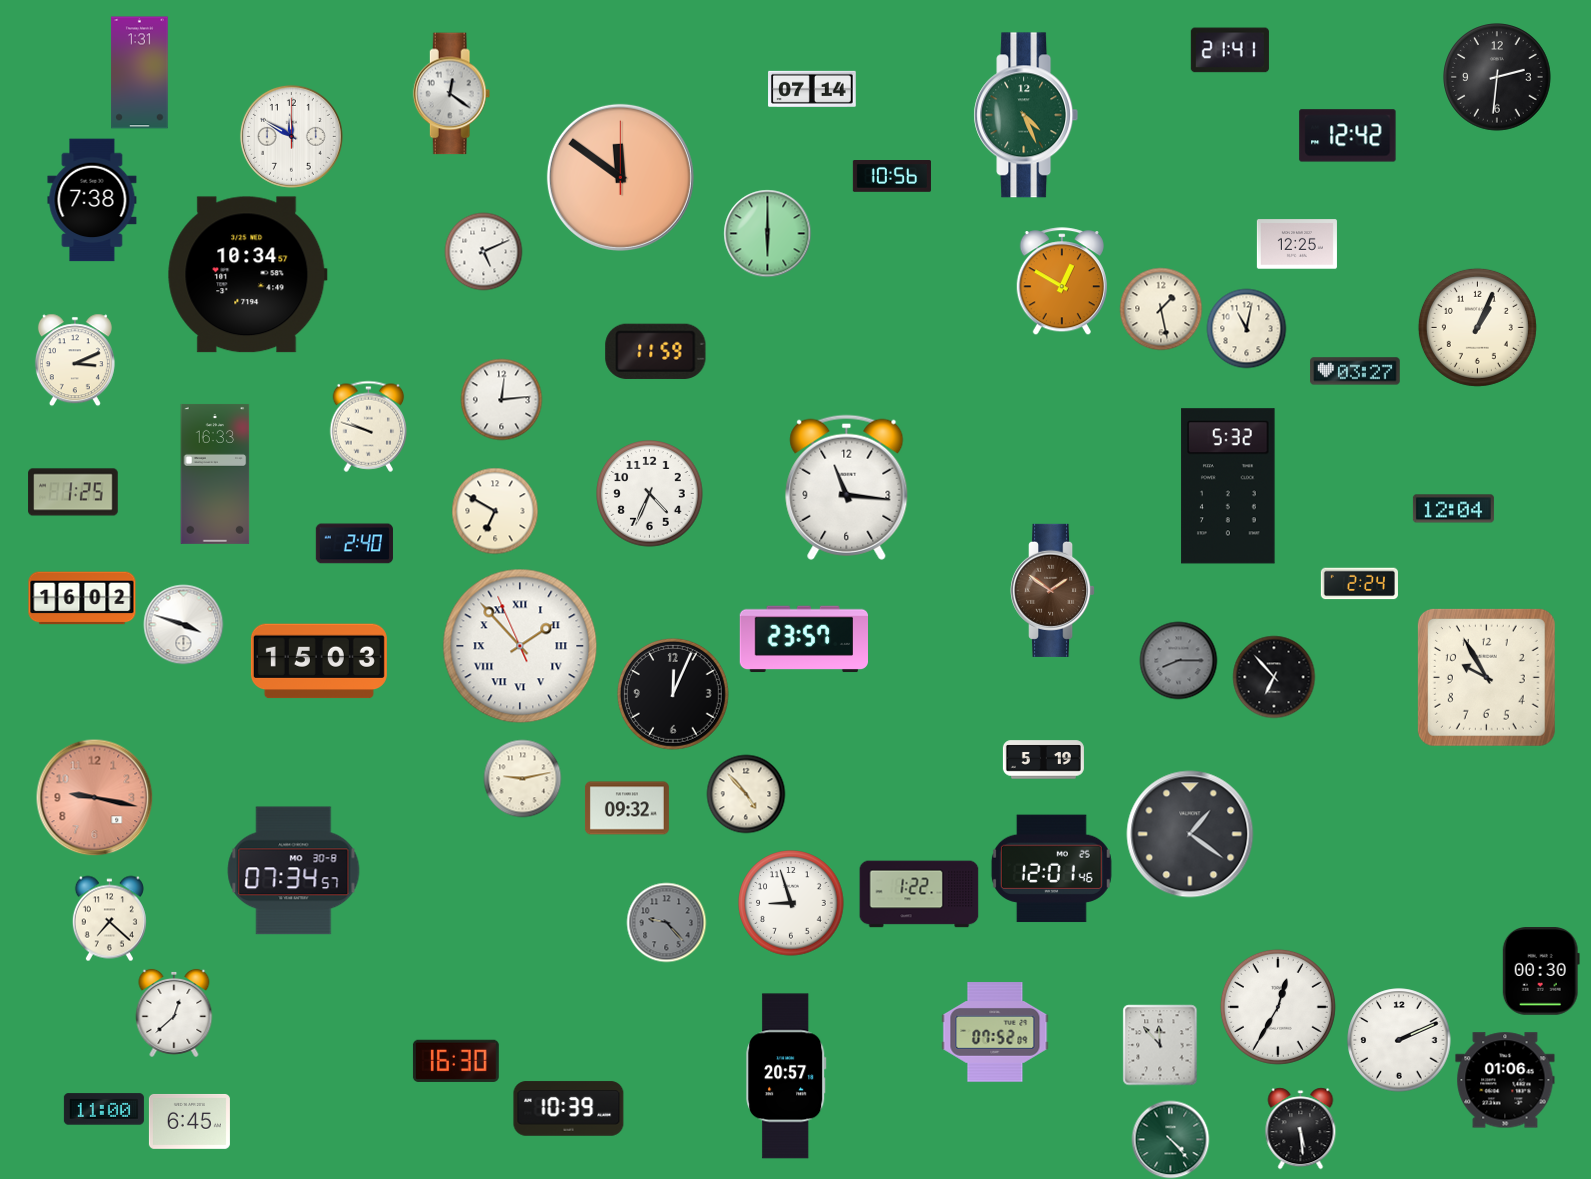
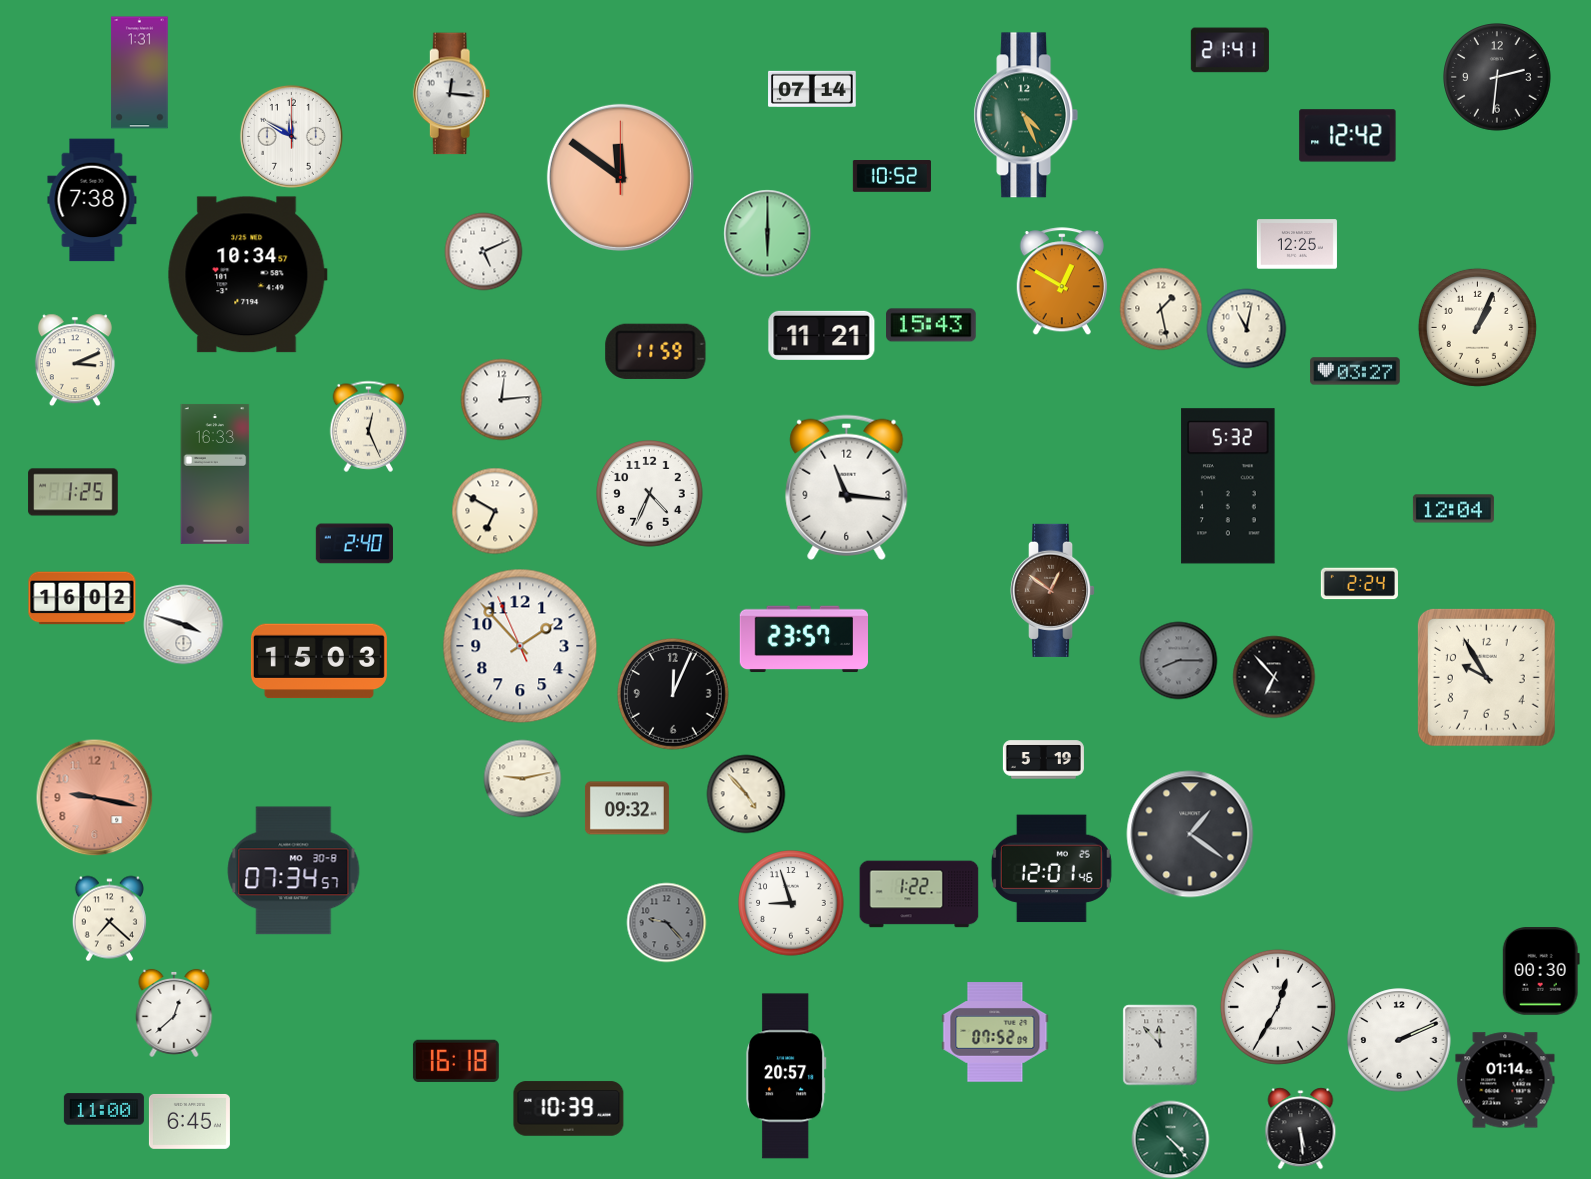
clock at (452, 94): 12:21 -> 12:16
clock at (892, 177): 10:56 -> 10:52
clock at (931, 325): none -> 15:43
clock at (822, 335): none -> 11:21
clock at (369, 426): 9:48 -> 12:26
clock at (1053, 590): 1:51 -> 12:51
clock at (520, 646) numerals: Roman -> Arabic
clock at (456, 1061): 16:30 -> 16:18
clock at (1505, 1080): 01:06 -> 01:14
